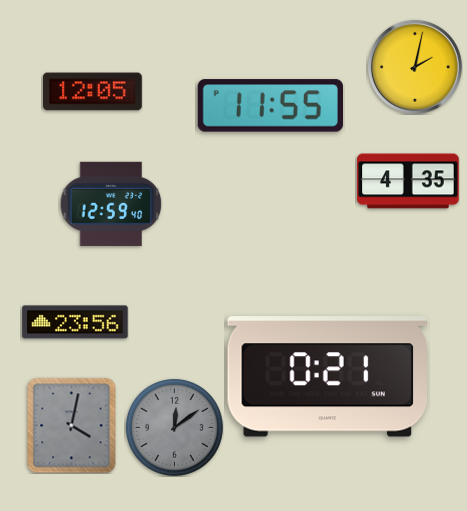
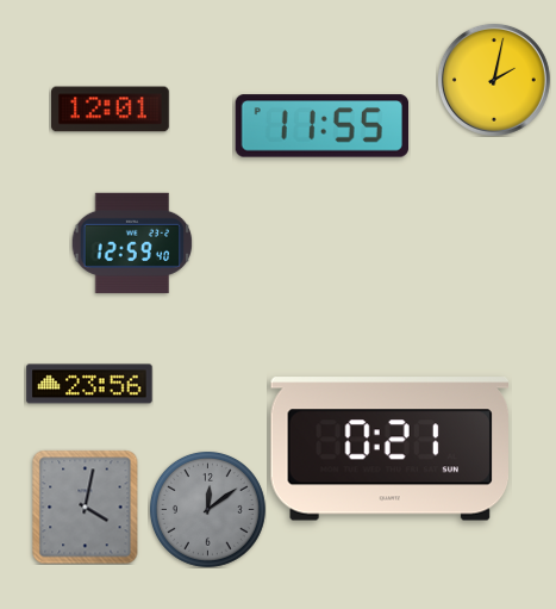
clock at (93, 92): 12:05 -> 12:01
clock at (408, 181): 4:35 -> none
